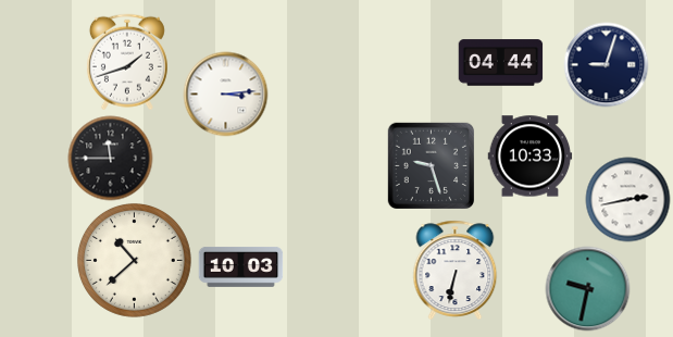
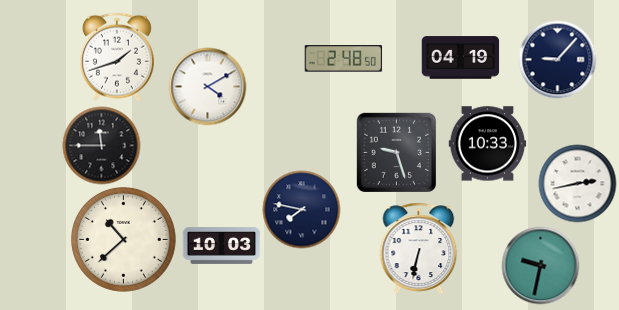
clock at (500, 63): 04:44 -> 04:19
clock at (343, 59): none -> 2:48
clock at (606, 64): 9:03 -> 9:07
clock at (225, 93): 3:14 -> 4:10
clock at (301, 209): none -> 7:47
